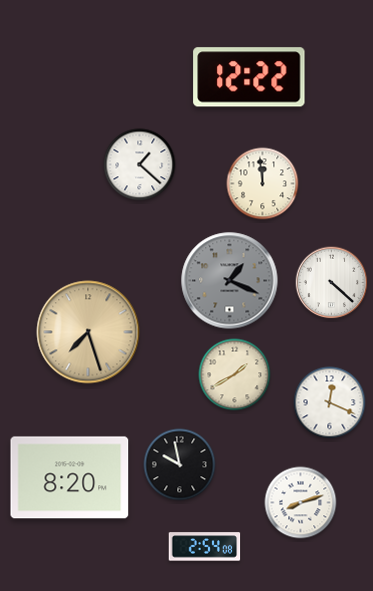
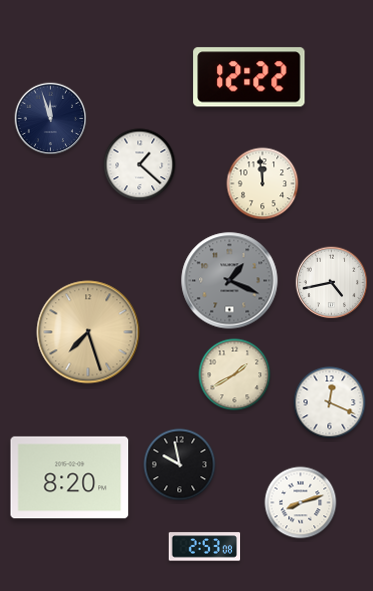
clock at (51, 119): none -> 11:57
clock at (332, 283): 4:22 -> 4:43
clock at (205, 547): 2:54 -> 2:53
